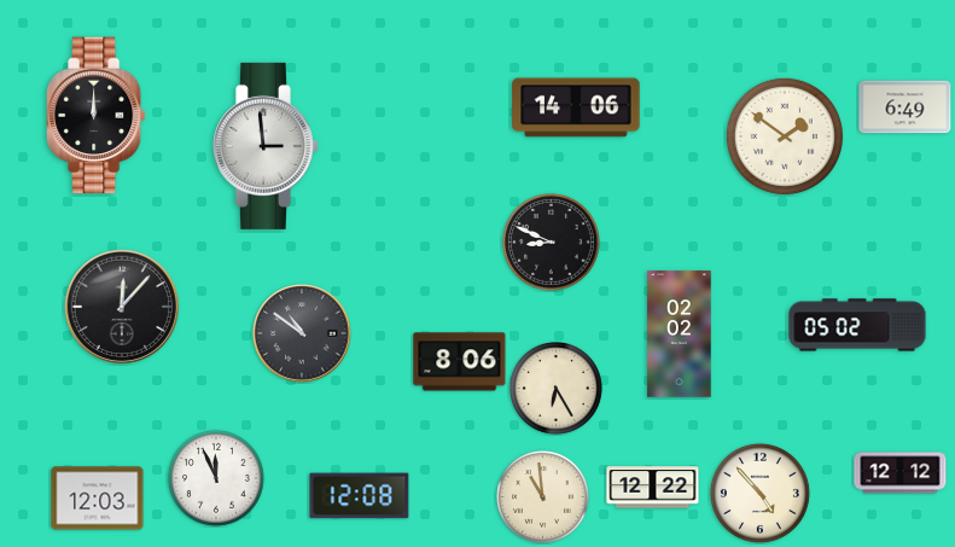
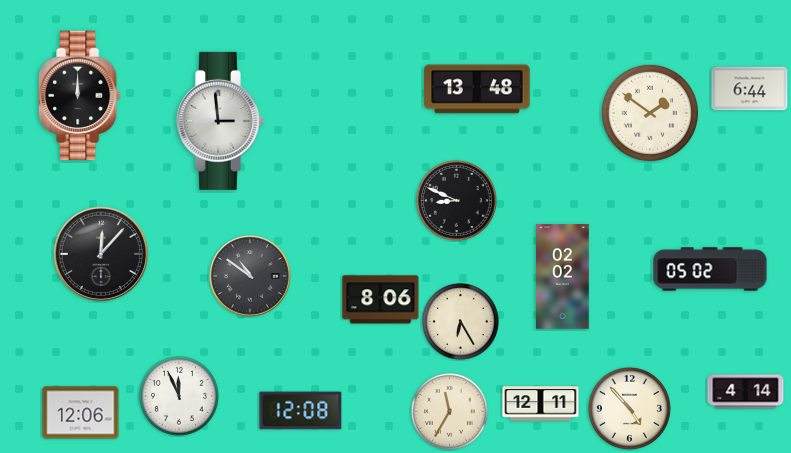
clock at (576, 107): 14:06 -> 13:48
clock at (905, 107): 6:49 -> 6:44
clock at (901, 473): 12:12 -> 4:14
clock at (653, 488): 12:22 -> 12:11
clock at (360, 496) position: (360, 496) -> (301, 411)
clock at (543, 497): 10:59 -> 11:35
clock at (98, 499): 12:03 -> 12:06
